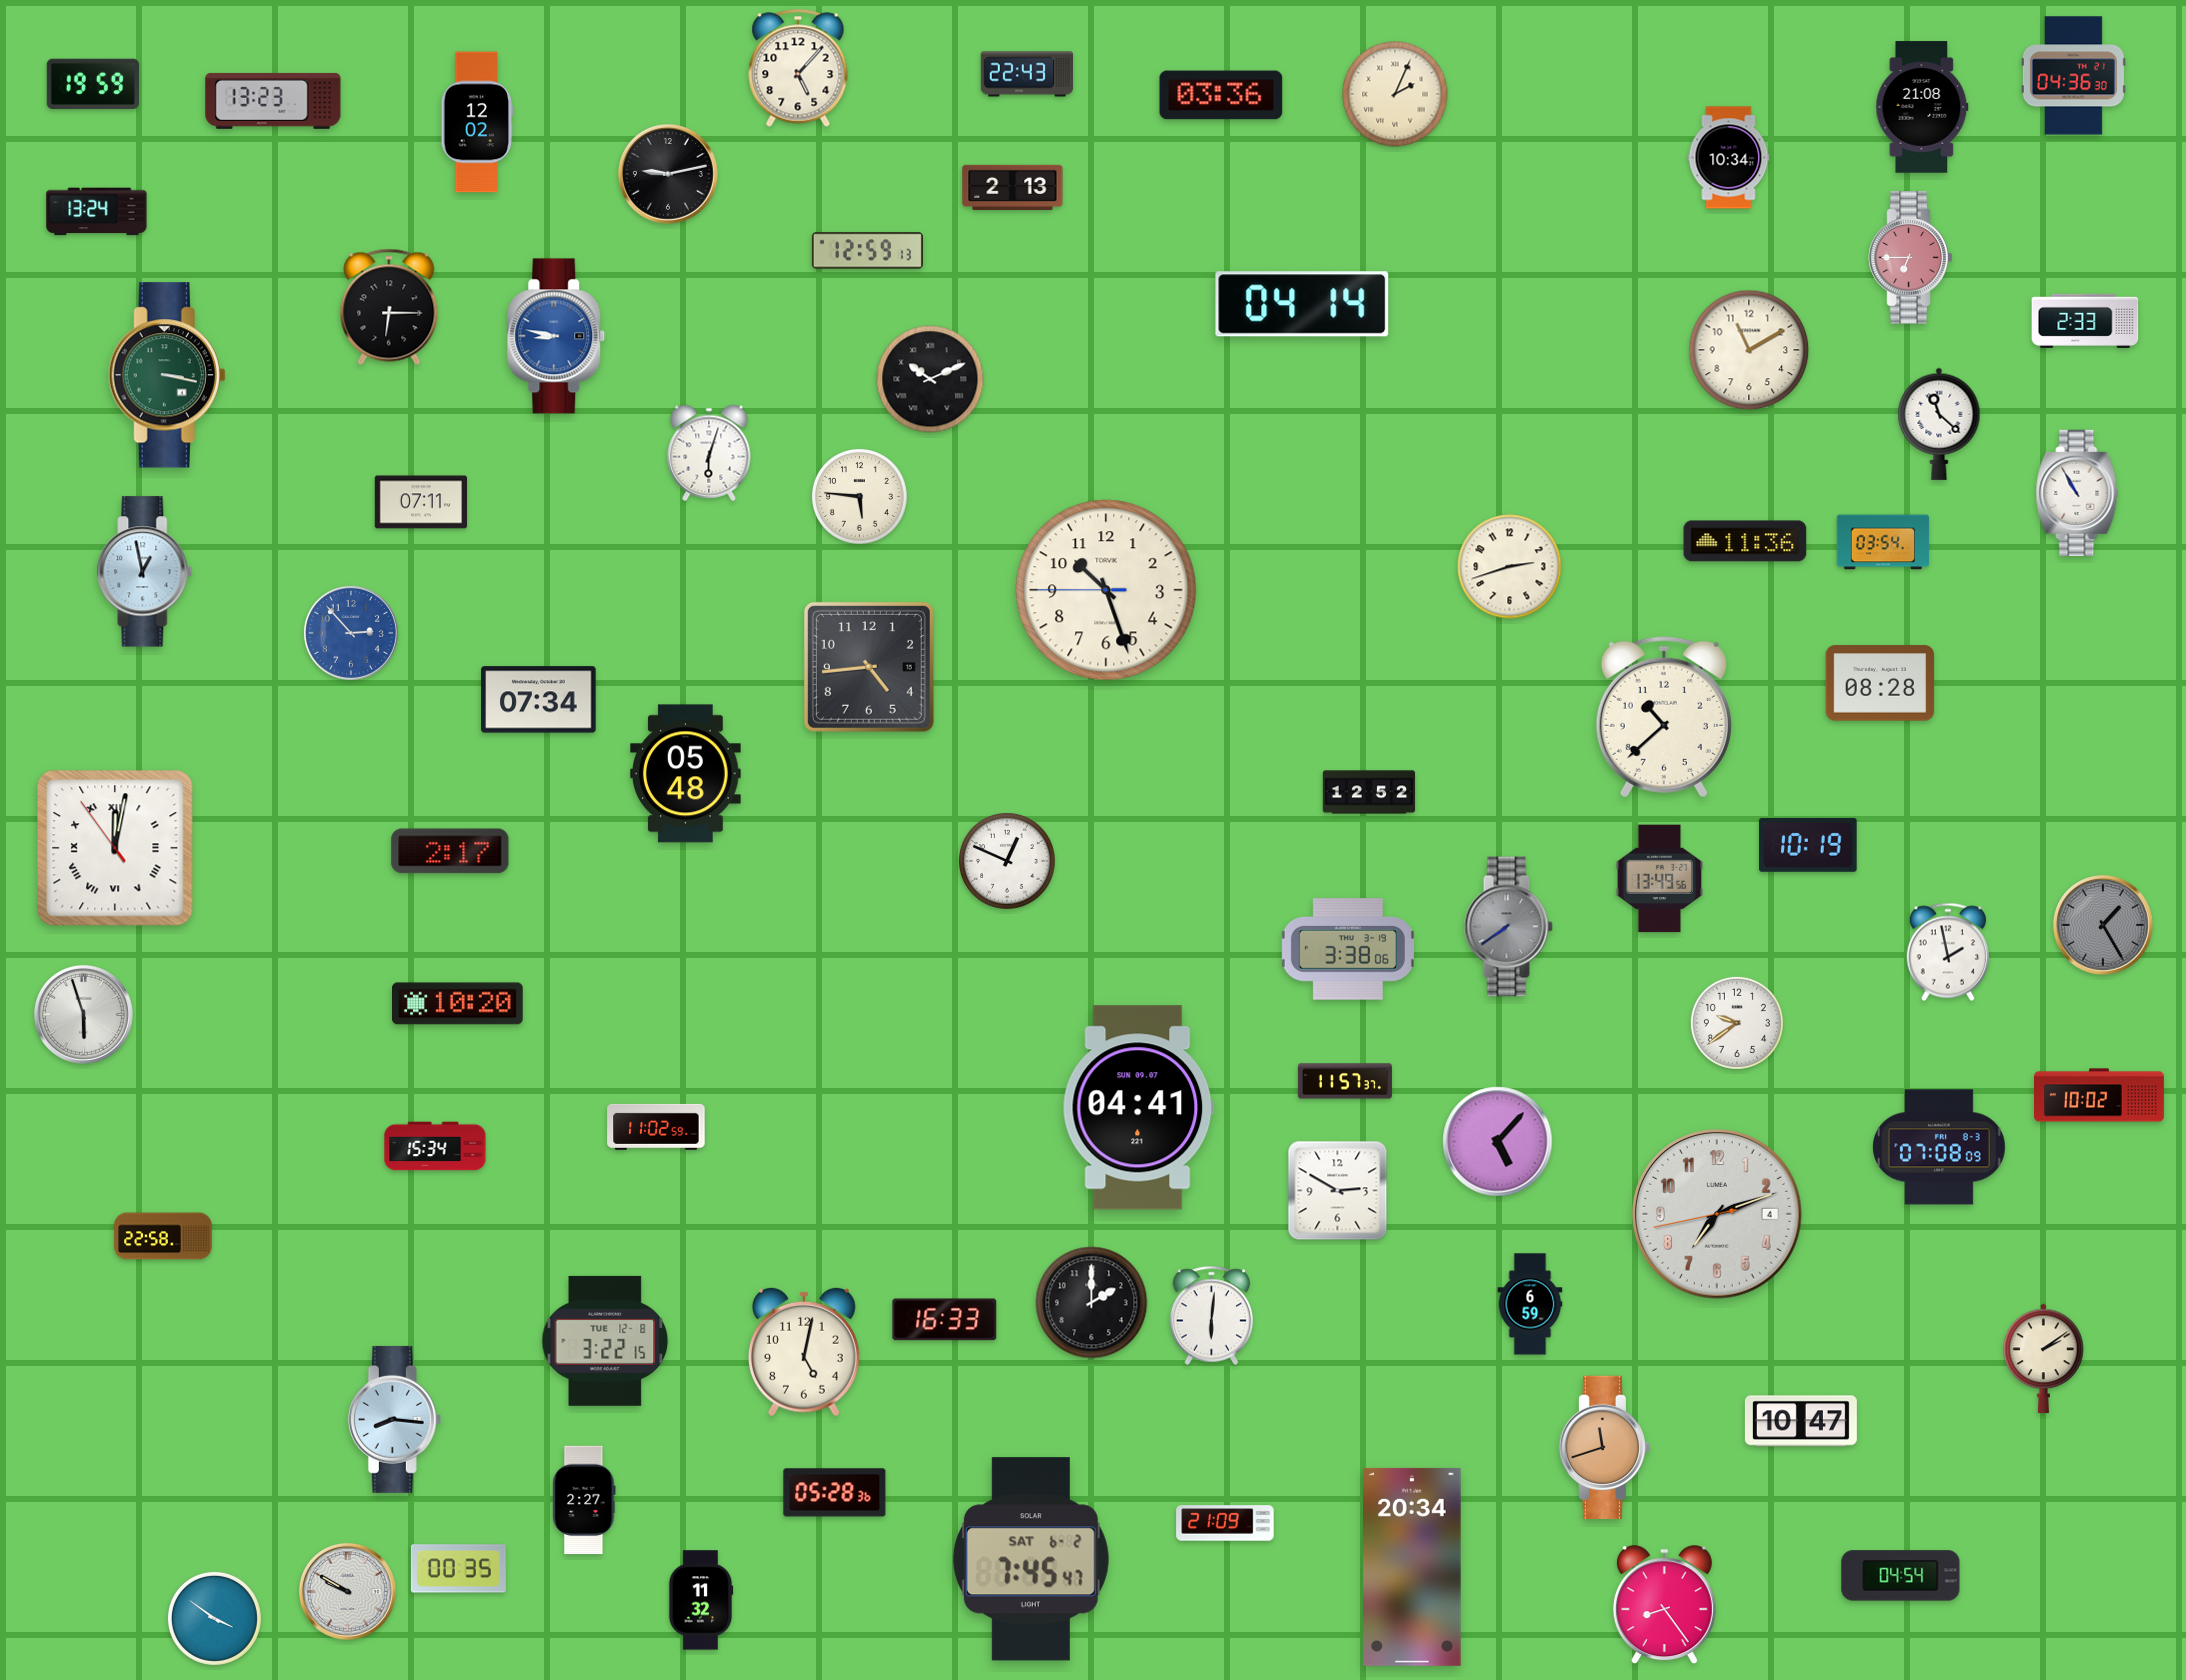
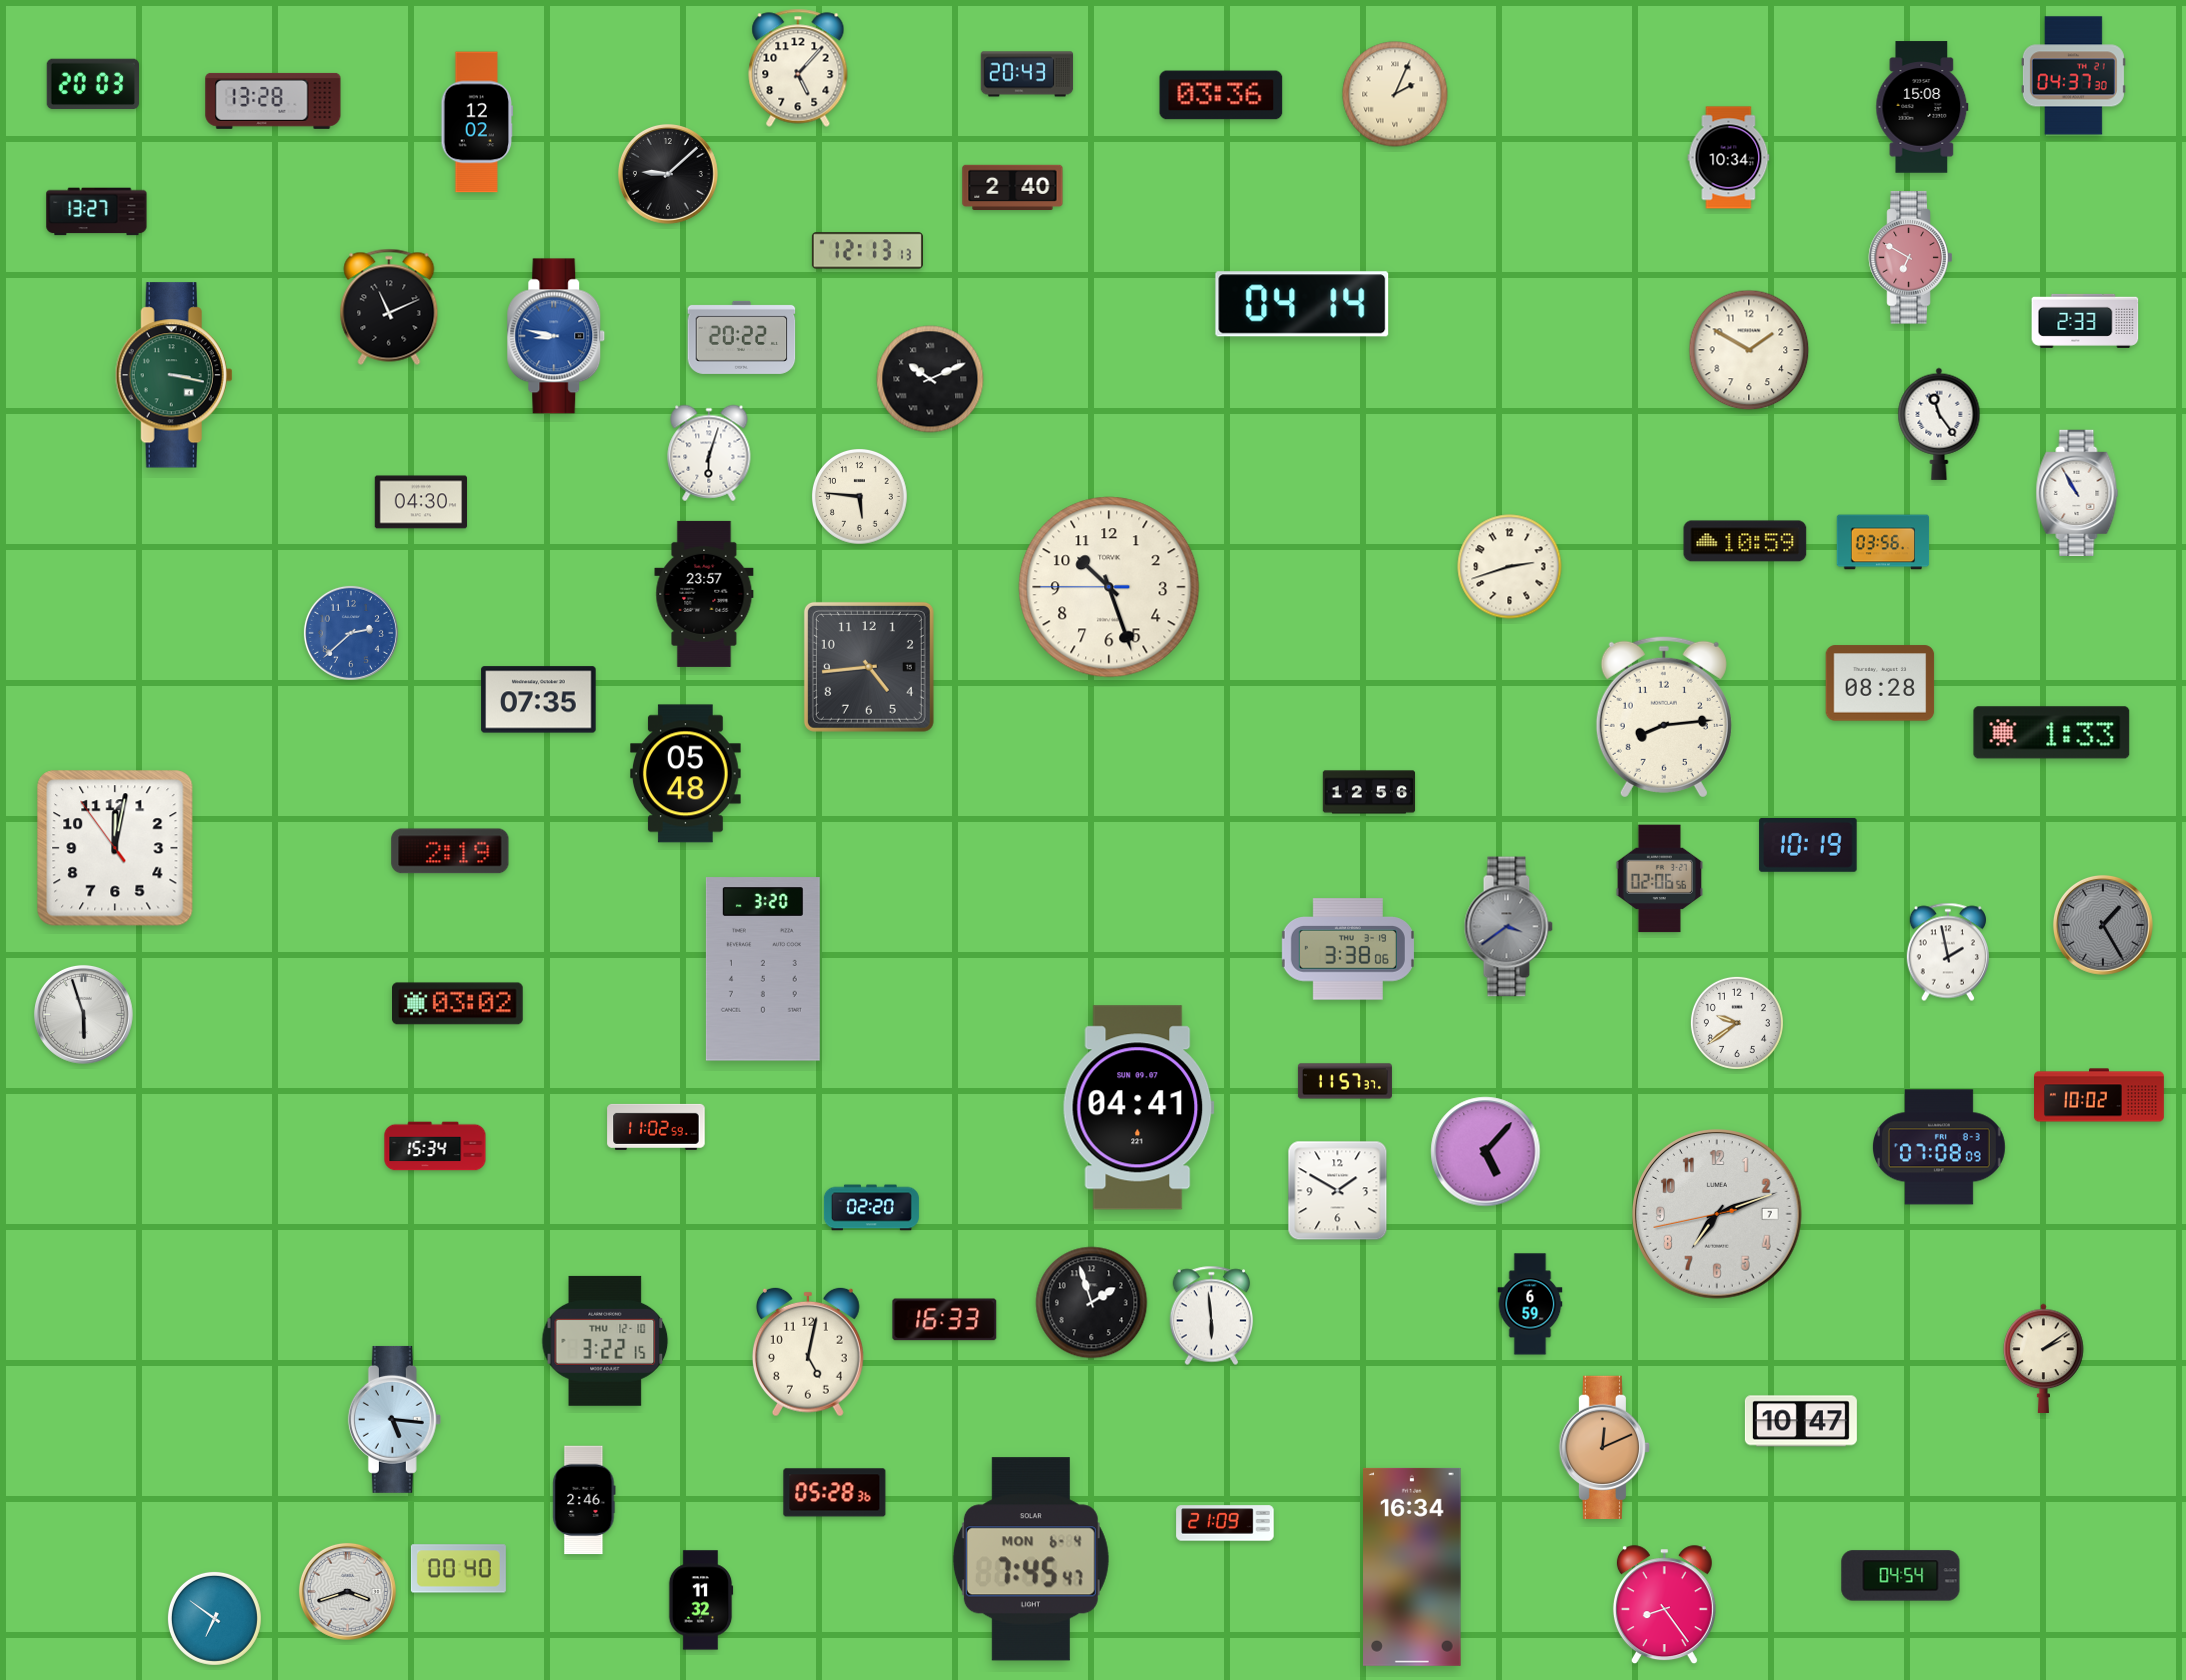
clock at (1027, 74): 22:43 -> 20:43
clock at (2073, 76): 04:36 -> 04:37
clock at (92, 84): 19:59 -> 20:03
clock at (273, 101): 13:23 -> 13:28
clock at (1922, 107): 21:08 -> 15:08
clock at (668, 174): 9:13 -> 9:08
clock at (1013, 187): 2:13 -> 2:40
clock at (97, 212): 13:24 -> 13:27
clock at (867, 251): 12:59 -> 12:13
clock at (1911, 258): 6:45 -> 6:50
clock at (389, 307): 6:15 -> 11:11
clock at (742, 337): none -> 20:22
clock at (1749, 350): 11:10 -> 1:50
clock at (167, 375) position: (167, 375) -> (174, 375)
clock at (1939, 424): 11:22 -> 11:24
clock at (421, 502): 07:11 -> 04:30
clock at (1745, 541): 11:36 -> 10:59
clock at (1883, 542): 03:54 -> 03:56
clock at (145, 572): 12:58 -> none
clock at (1106, 590) position: (1106, 590) -> (1109, 587)
clock at (704, 594): none -> 23:57
clock at (351, 633): 2:53 -> 2:38
clock at (539, 700): 07:34 -> 07:35
clock at (1664, 717): 10:38 -> 8:14
clock at (2052, 733): none -> 1:33
clock at (1369, 792): 12:52 -> 12:56
clock at (115, 848) numerals: Roman -> Arabic
clock at (450, 851): 2:17 -> 2:19
clock at (1008, 862): 12:49 -> none
clock at (1660, 879): 13:49 -> 02:06
clock at (1508, 927): 7:39 -> 3:39
clock at (763, 969): none -> 3:20
clock at (458, 1004): 10:20 -> 03:02
clock at (1498, 1142) position: (1498, 1142) -> (1486, 1152)
clock at (1338, 1191): 2:50 -> 1:50
clock at (871, 1208): none -> 02:20
clock at (1717, 1214) date: 4 -> 7
clock at (163, 1236): 22:58 -> none
clock at (1092, 1303): 2:00 -> 1:57
clock at (1212, 1316): 6:01 -> 5:59
clock at (605, 1341) date: TUE 12-8 -> THU 12-10
clock at (804, 1352) position: (804, 1352) -> (808, 1352)
clock at (394, 1419): 8:16 -> 5:16
clock at (1604, 1447): 11:42 -> 12:11
clock at (584, 1500): 2:27 -> 2:46
clock at (1031, 1559) date: SAT 6-2 -> MON 6-4
clock at (1412, 1567): 20:34 -> 16:34
clock at (458, 1569): 00:35 -> 00:40
clock at (347, 1591): 9:50 -> 3:42
clock at (214, 1618): 3:51 -> 6:51
